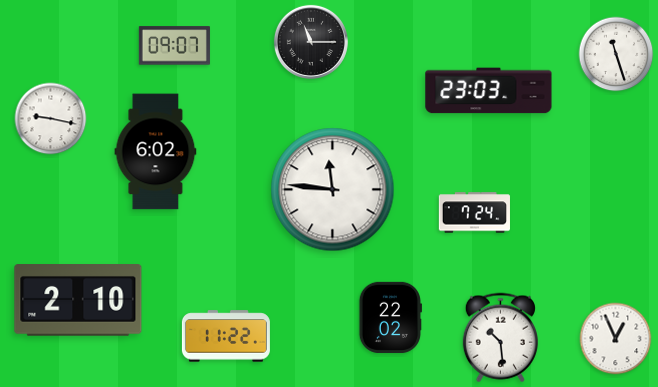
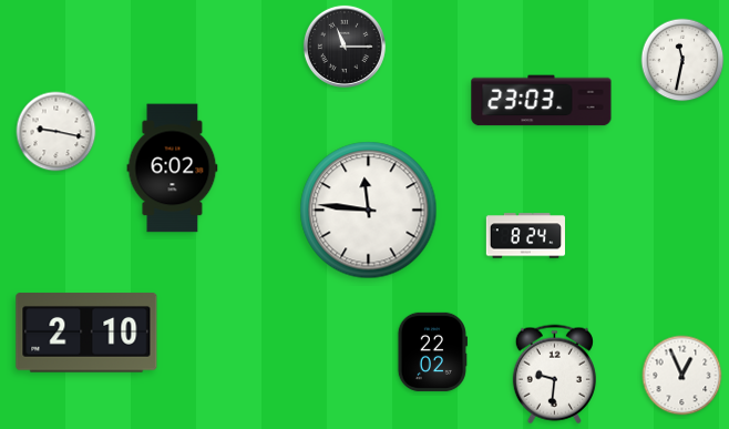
clock at (174, 46): 09:07 -> none
clock at (616, 54): 11:27 -> 11:32
clock at (474, 213): 7:24 -> 8:24
clock at (226, 336): 11:22 -> none
clock at (500, 338): 10:29 -> 9:31
